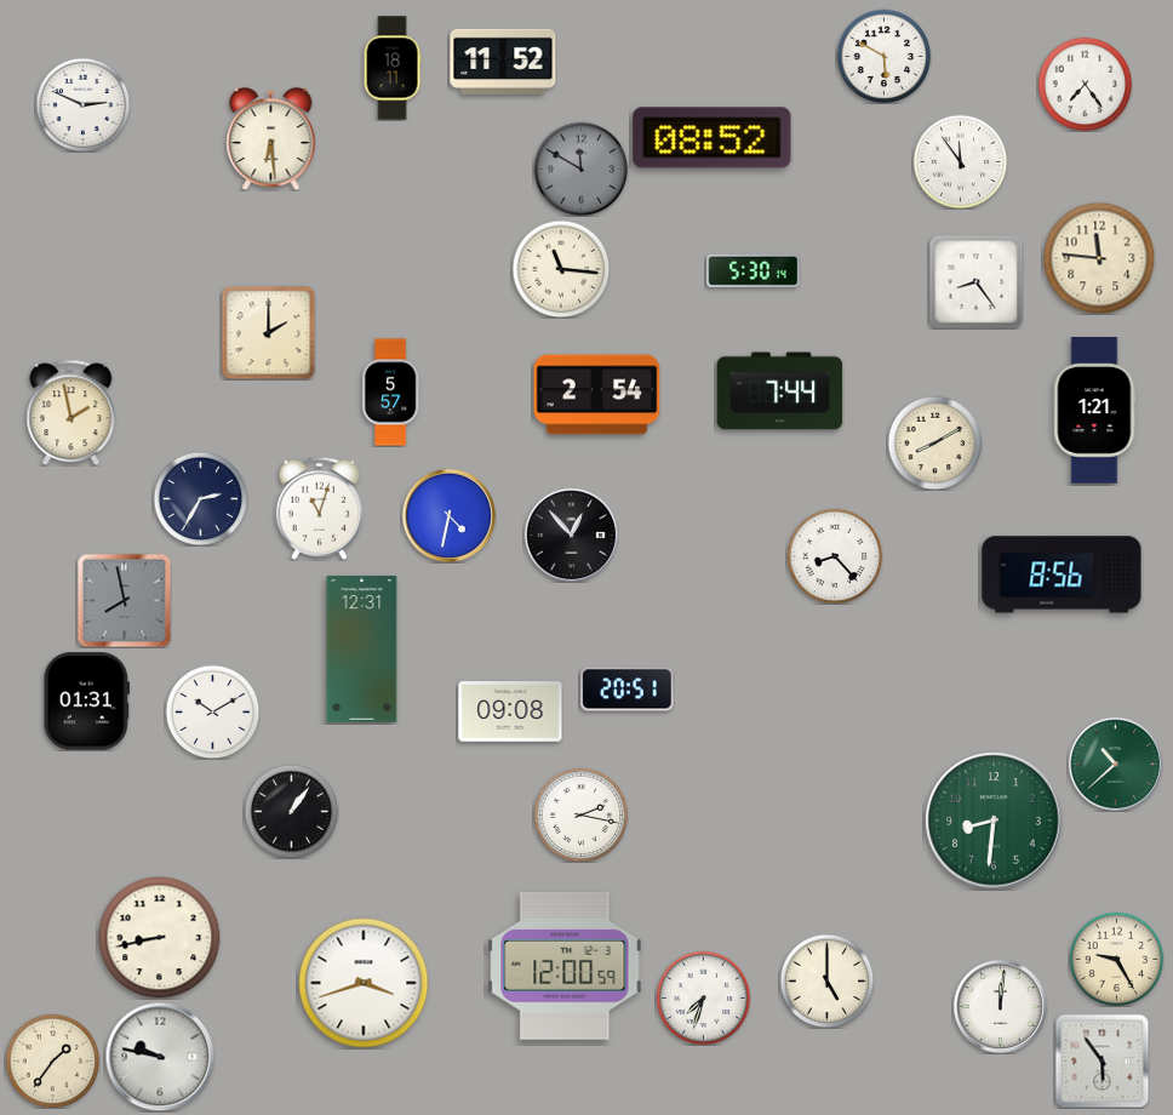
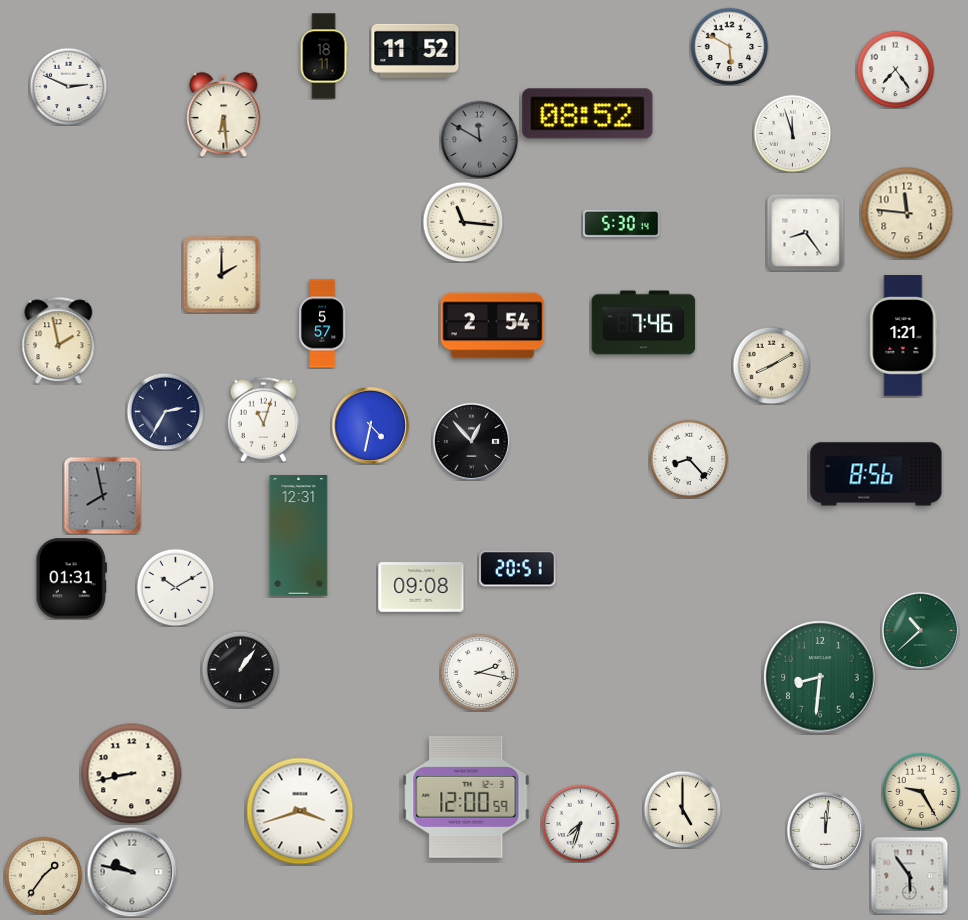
clock at (960, 161): 11:54 -> 11:57
clock at (780, 391): 7:44 -> 7:46
clock at (1095, 411) position: (1095, 411) -> (904, 336)
